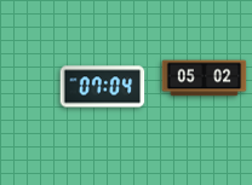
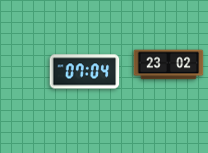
clock at (205, 79): 05:02 -> 23:02
